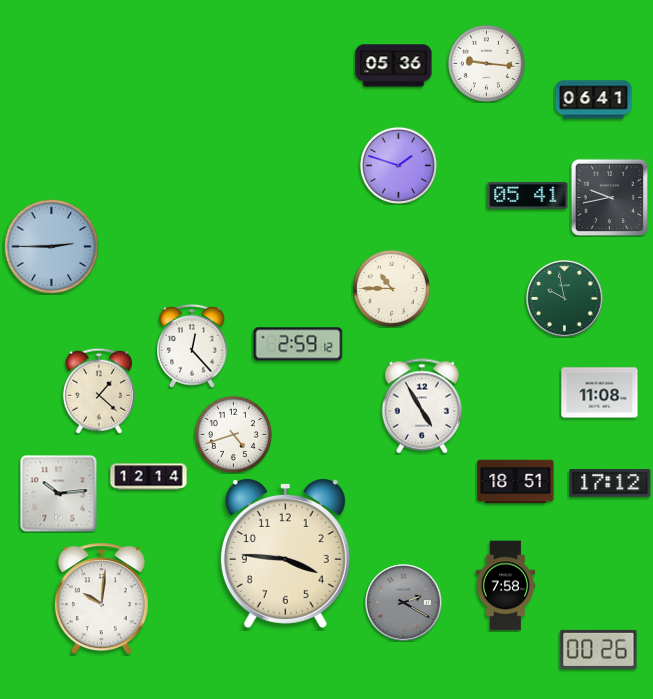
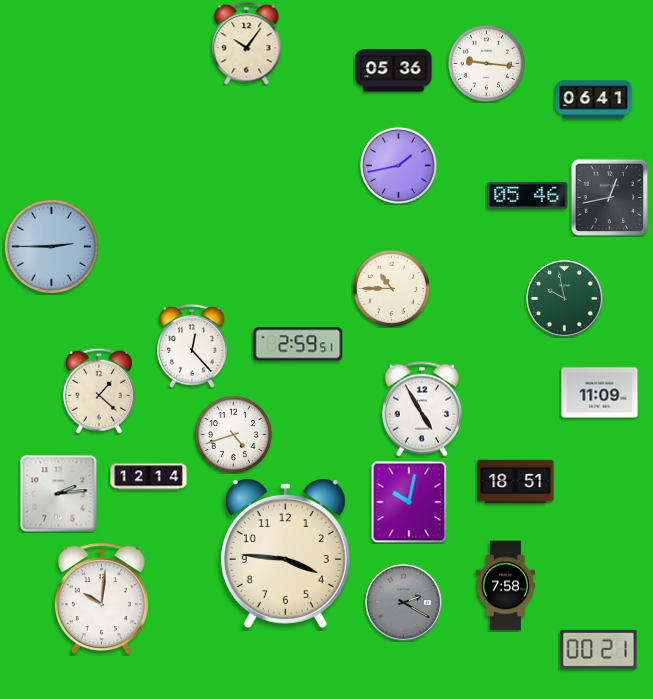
clock at (247, 44): none -> 10:06
clock at (394, 66) position: (394, 66) -> (394, 71)
clock at (398, 165): 1:48 -> 1:43
clock at (528, 195): 05:41 -> 05:46
clock at (609, 197): 9:43 -> 12:43
clock at (298, 344): 2:59:12 -> 2:59:51
clock at (600, 393): 11:08 -> 11:09
clock at (422, 406) position: (422, 406) -> (422, 409)
clock at (610, 483): 17:12 -> none
clock at (59, 494): 10:14 -> 2:14
clock at (409, 502): none -> 10:02
clock at (599, 649): 00:26 -> 00:21
